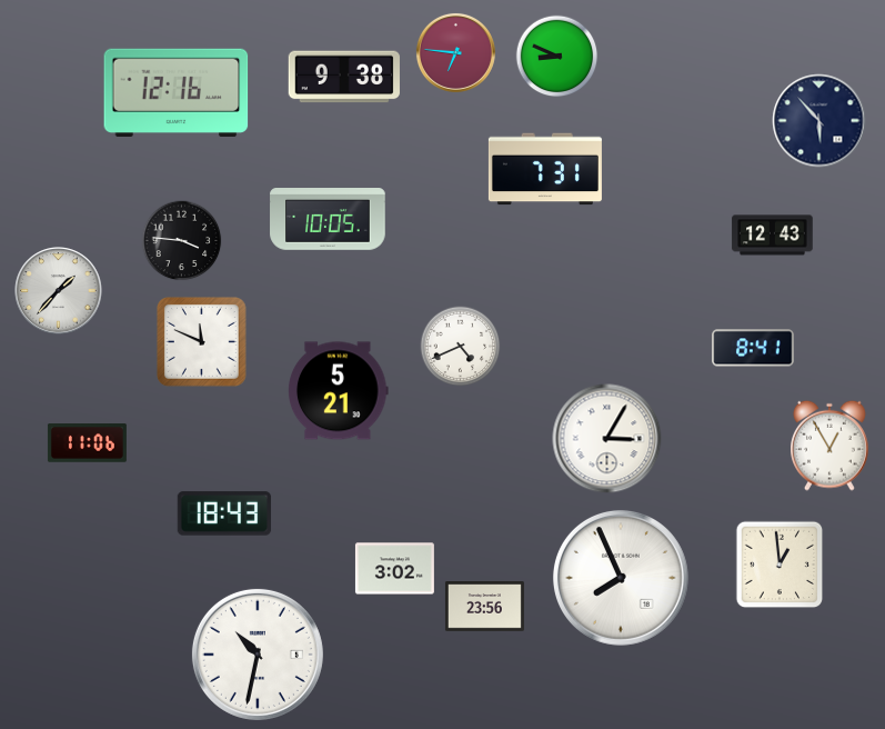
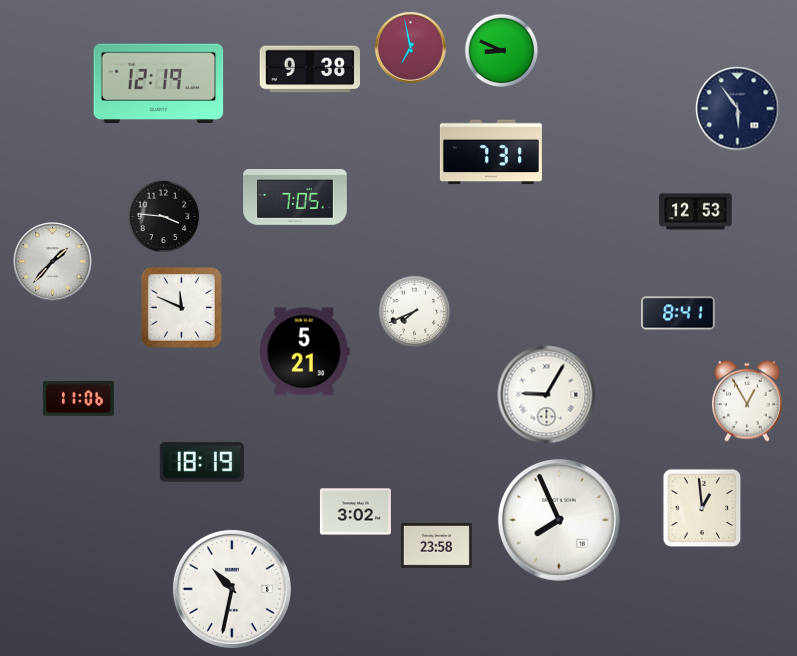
clock at (455, 52): 6:46 -> 6:58
clock at (177, 92): 12:16 -> 12:19
clock at (819, 121): 5:53 -> 5:54
clock at (328, 219): 10:05 -> 7:05
clock at (773, 236): 12:43 -> 12:53
clock at (461, 347): 4:41 -> 7:41
clock at (607, 439): 3:05 -> 9:05
clock at (224, 513): 18:43 -> 18:19
clock at (484, 607): 23:56 -> 23:58
